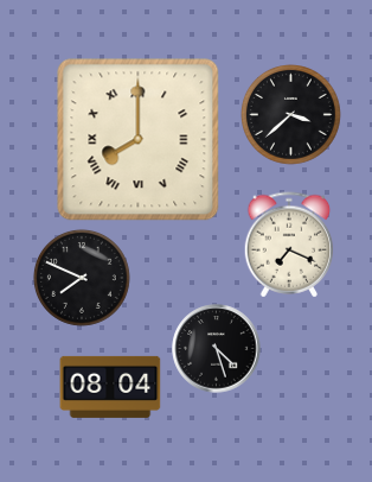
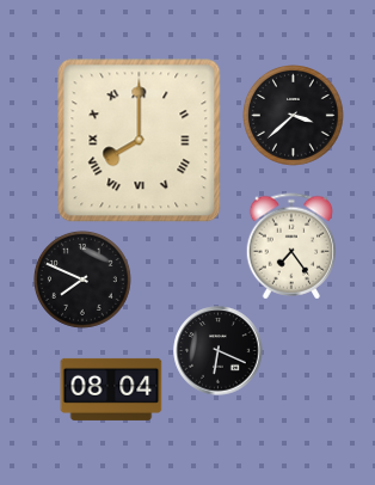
clock at (289, 245): 7:19 -> 7:24
clock at (217, 349): 4:27 -> 6:19
